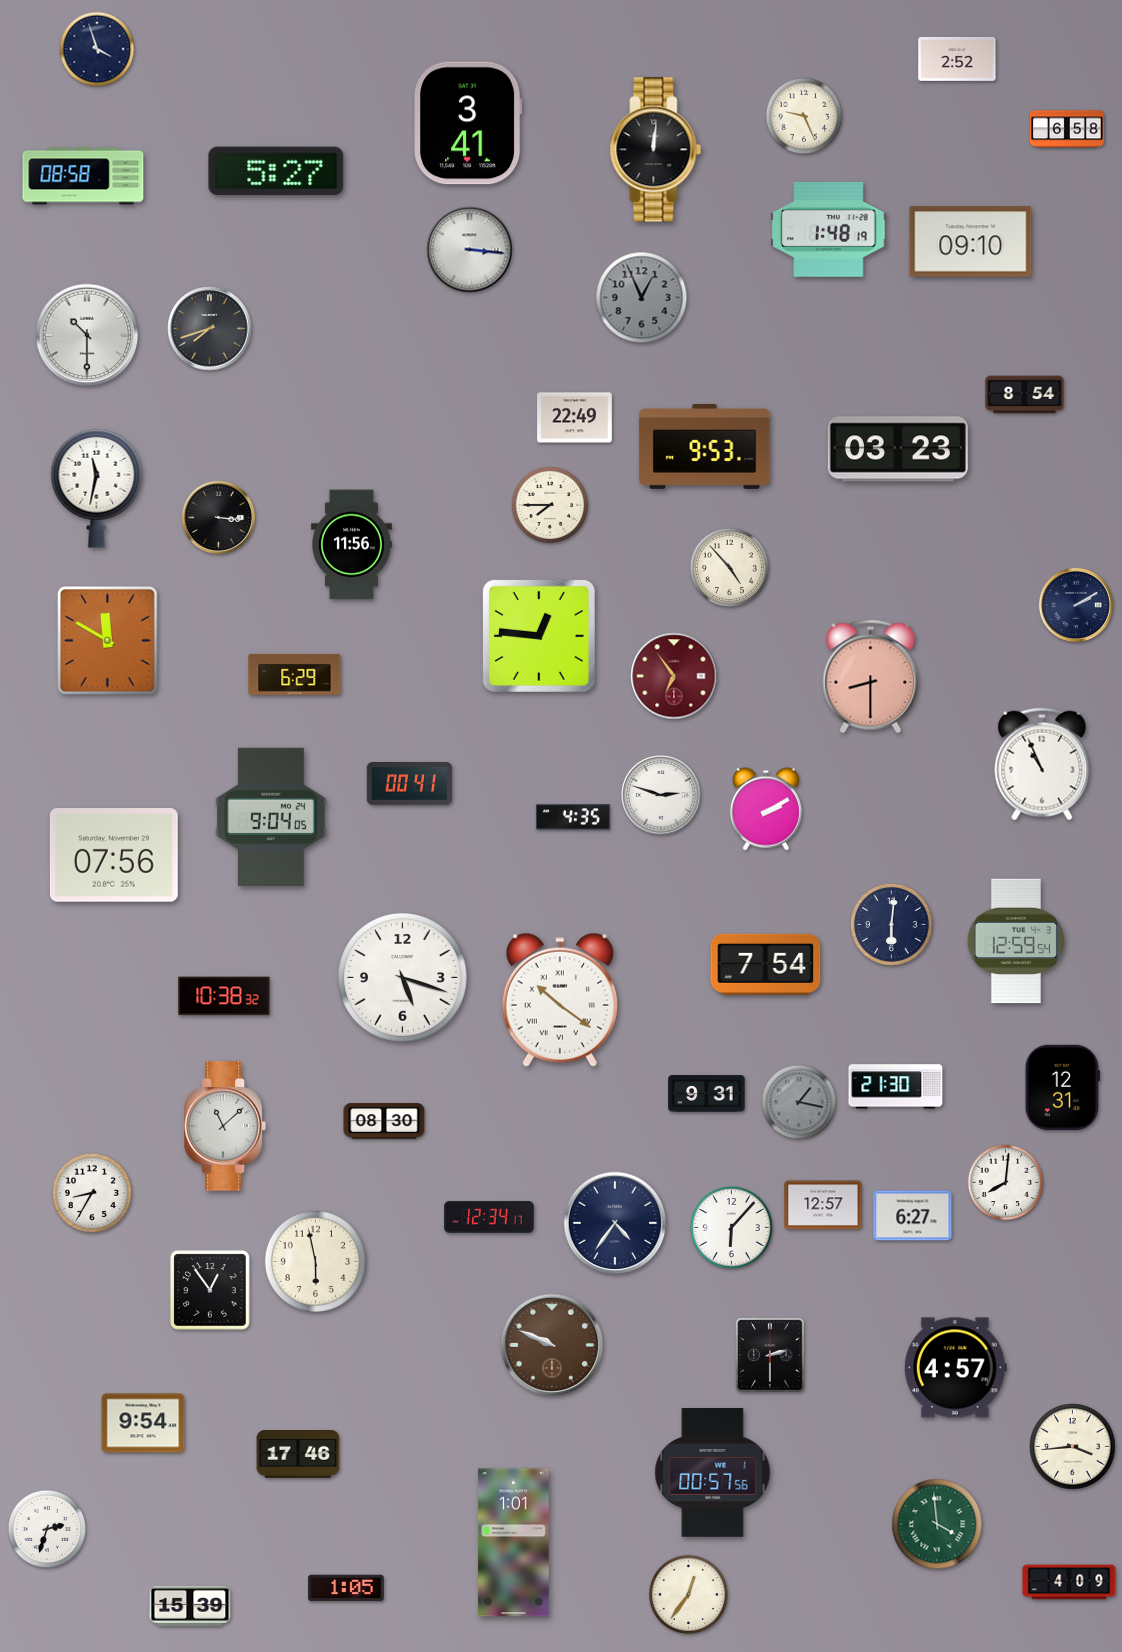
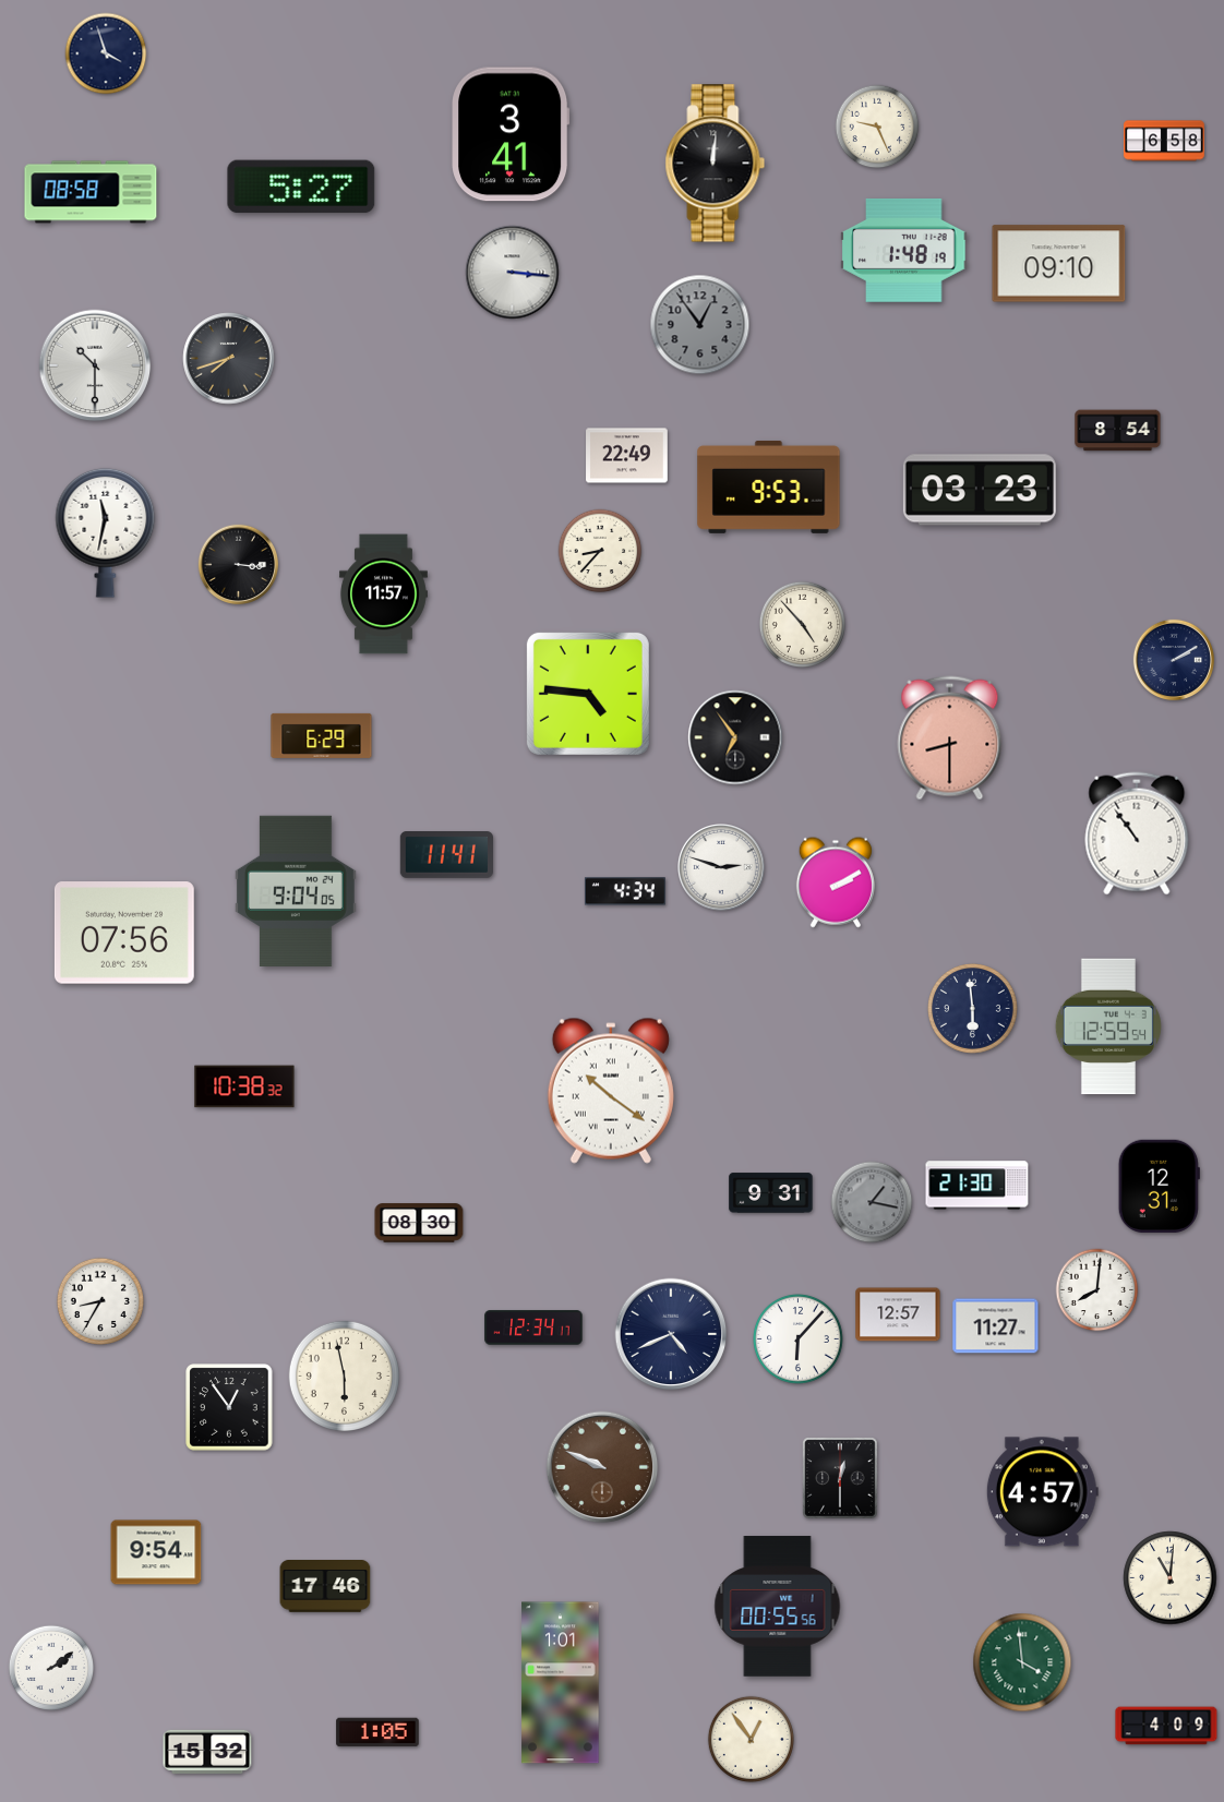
clock at (957, 59): 2:52 -> none
clock at (642, 298): 12:56 -> 12:54
clock at (550, 505): 7:45 -> 8:37
clock at (351, 545): 11:56 -> 11:57
clock at (729, 567) position: (729, 567) -> (802, 624)
clock at (539, 636): 12:46 -> 4:46
clock at (108, 641): 11:50 -> none
clock at (674, 676) dial: burgundy -> black
clock at (1042, 764): 10:56 -> 10:54
clock at (410, 784): 00:41 -> 11:41
clock at (573, 817): 4:35 -> 4:34
clock at (892, 925): 6:01 -> 5:59
clock at (766, 964): 7:54 -> none
clock at (403, 978): 5:18 -> none
clock at (225, 1126): 11:08 -> none
clock at (913, 1216): 6:27 -> 11:27
clock at (615, 1223): 4:36 -> 4:41
clock at (770, 1355): 2:30 -> 12:30
clock at (1073, 1447): 3:44 -> 11:01
clock at (713, 1473): 00:57 -> 00:55
clock at (47, 1529): 2:33 -> 2:09
clock at (688, 1594): 12:36 -> 12:54
clock at (190, 1606): 15:39 -> 15:32
